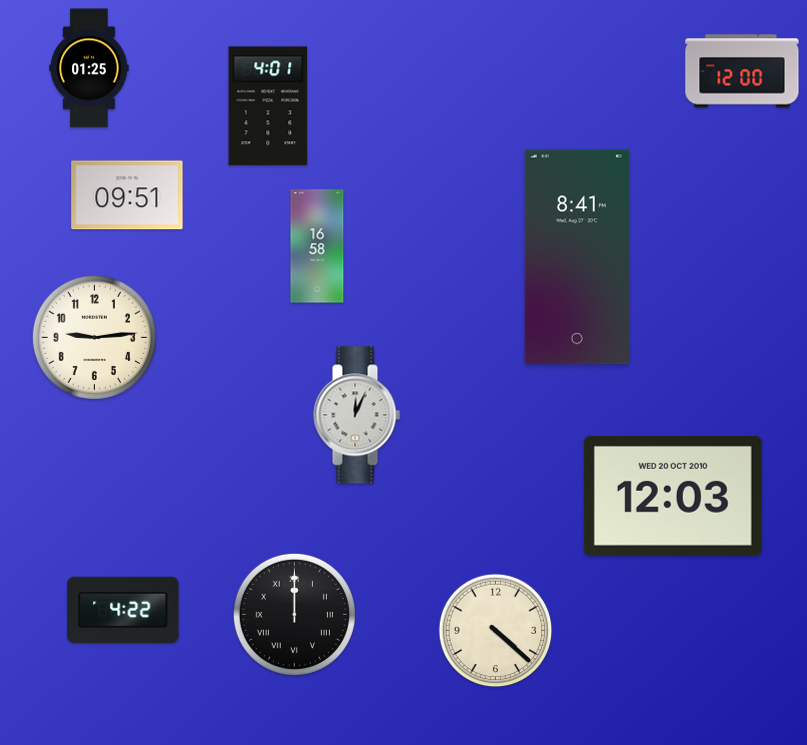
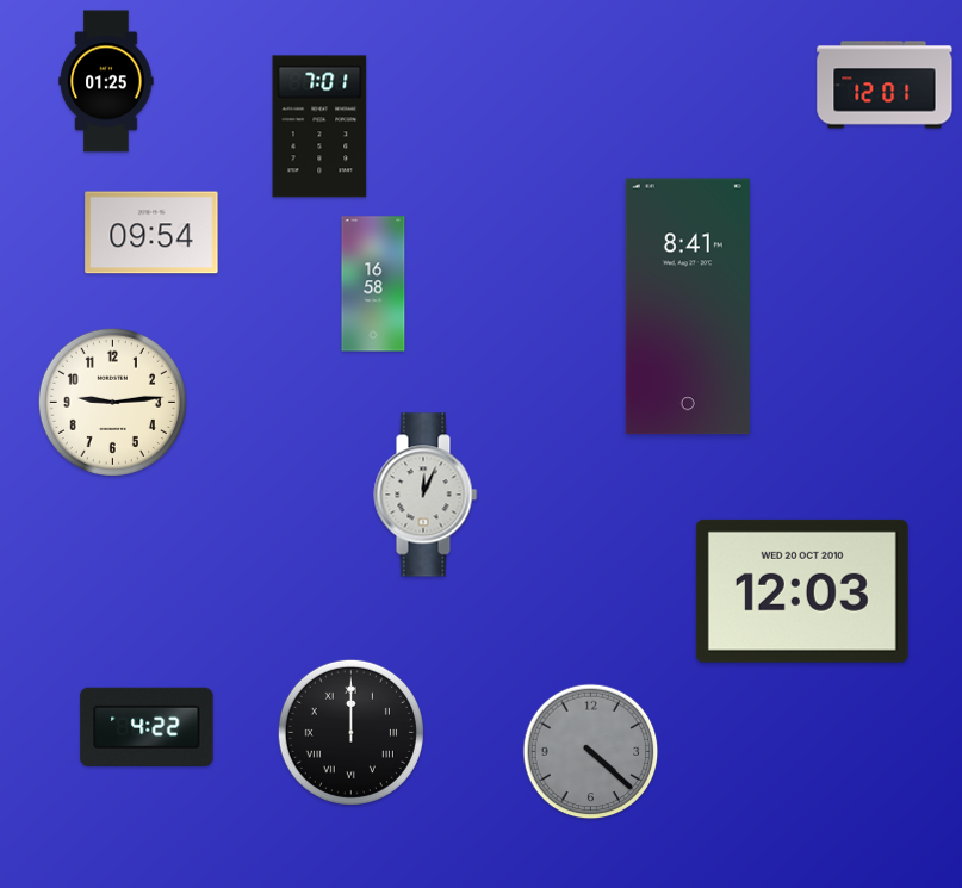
clock at (742, 71): 12:00 -> 12:01
clock at (268, 106): 4:01 -> 7:01
clock at (127, 195): 09:51 -> 09:54
clock at (317, 246) position: (317, 246) -> (373, 284)
clock at (496, 631) dial: cream -> grey
